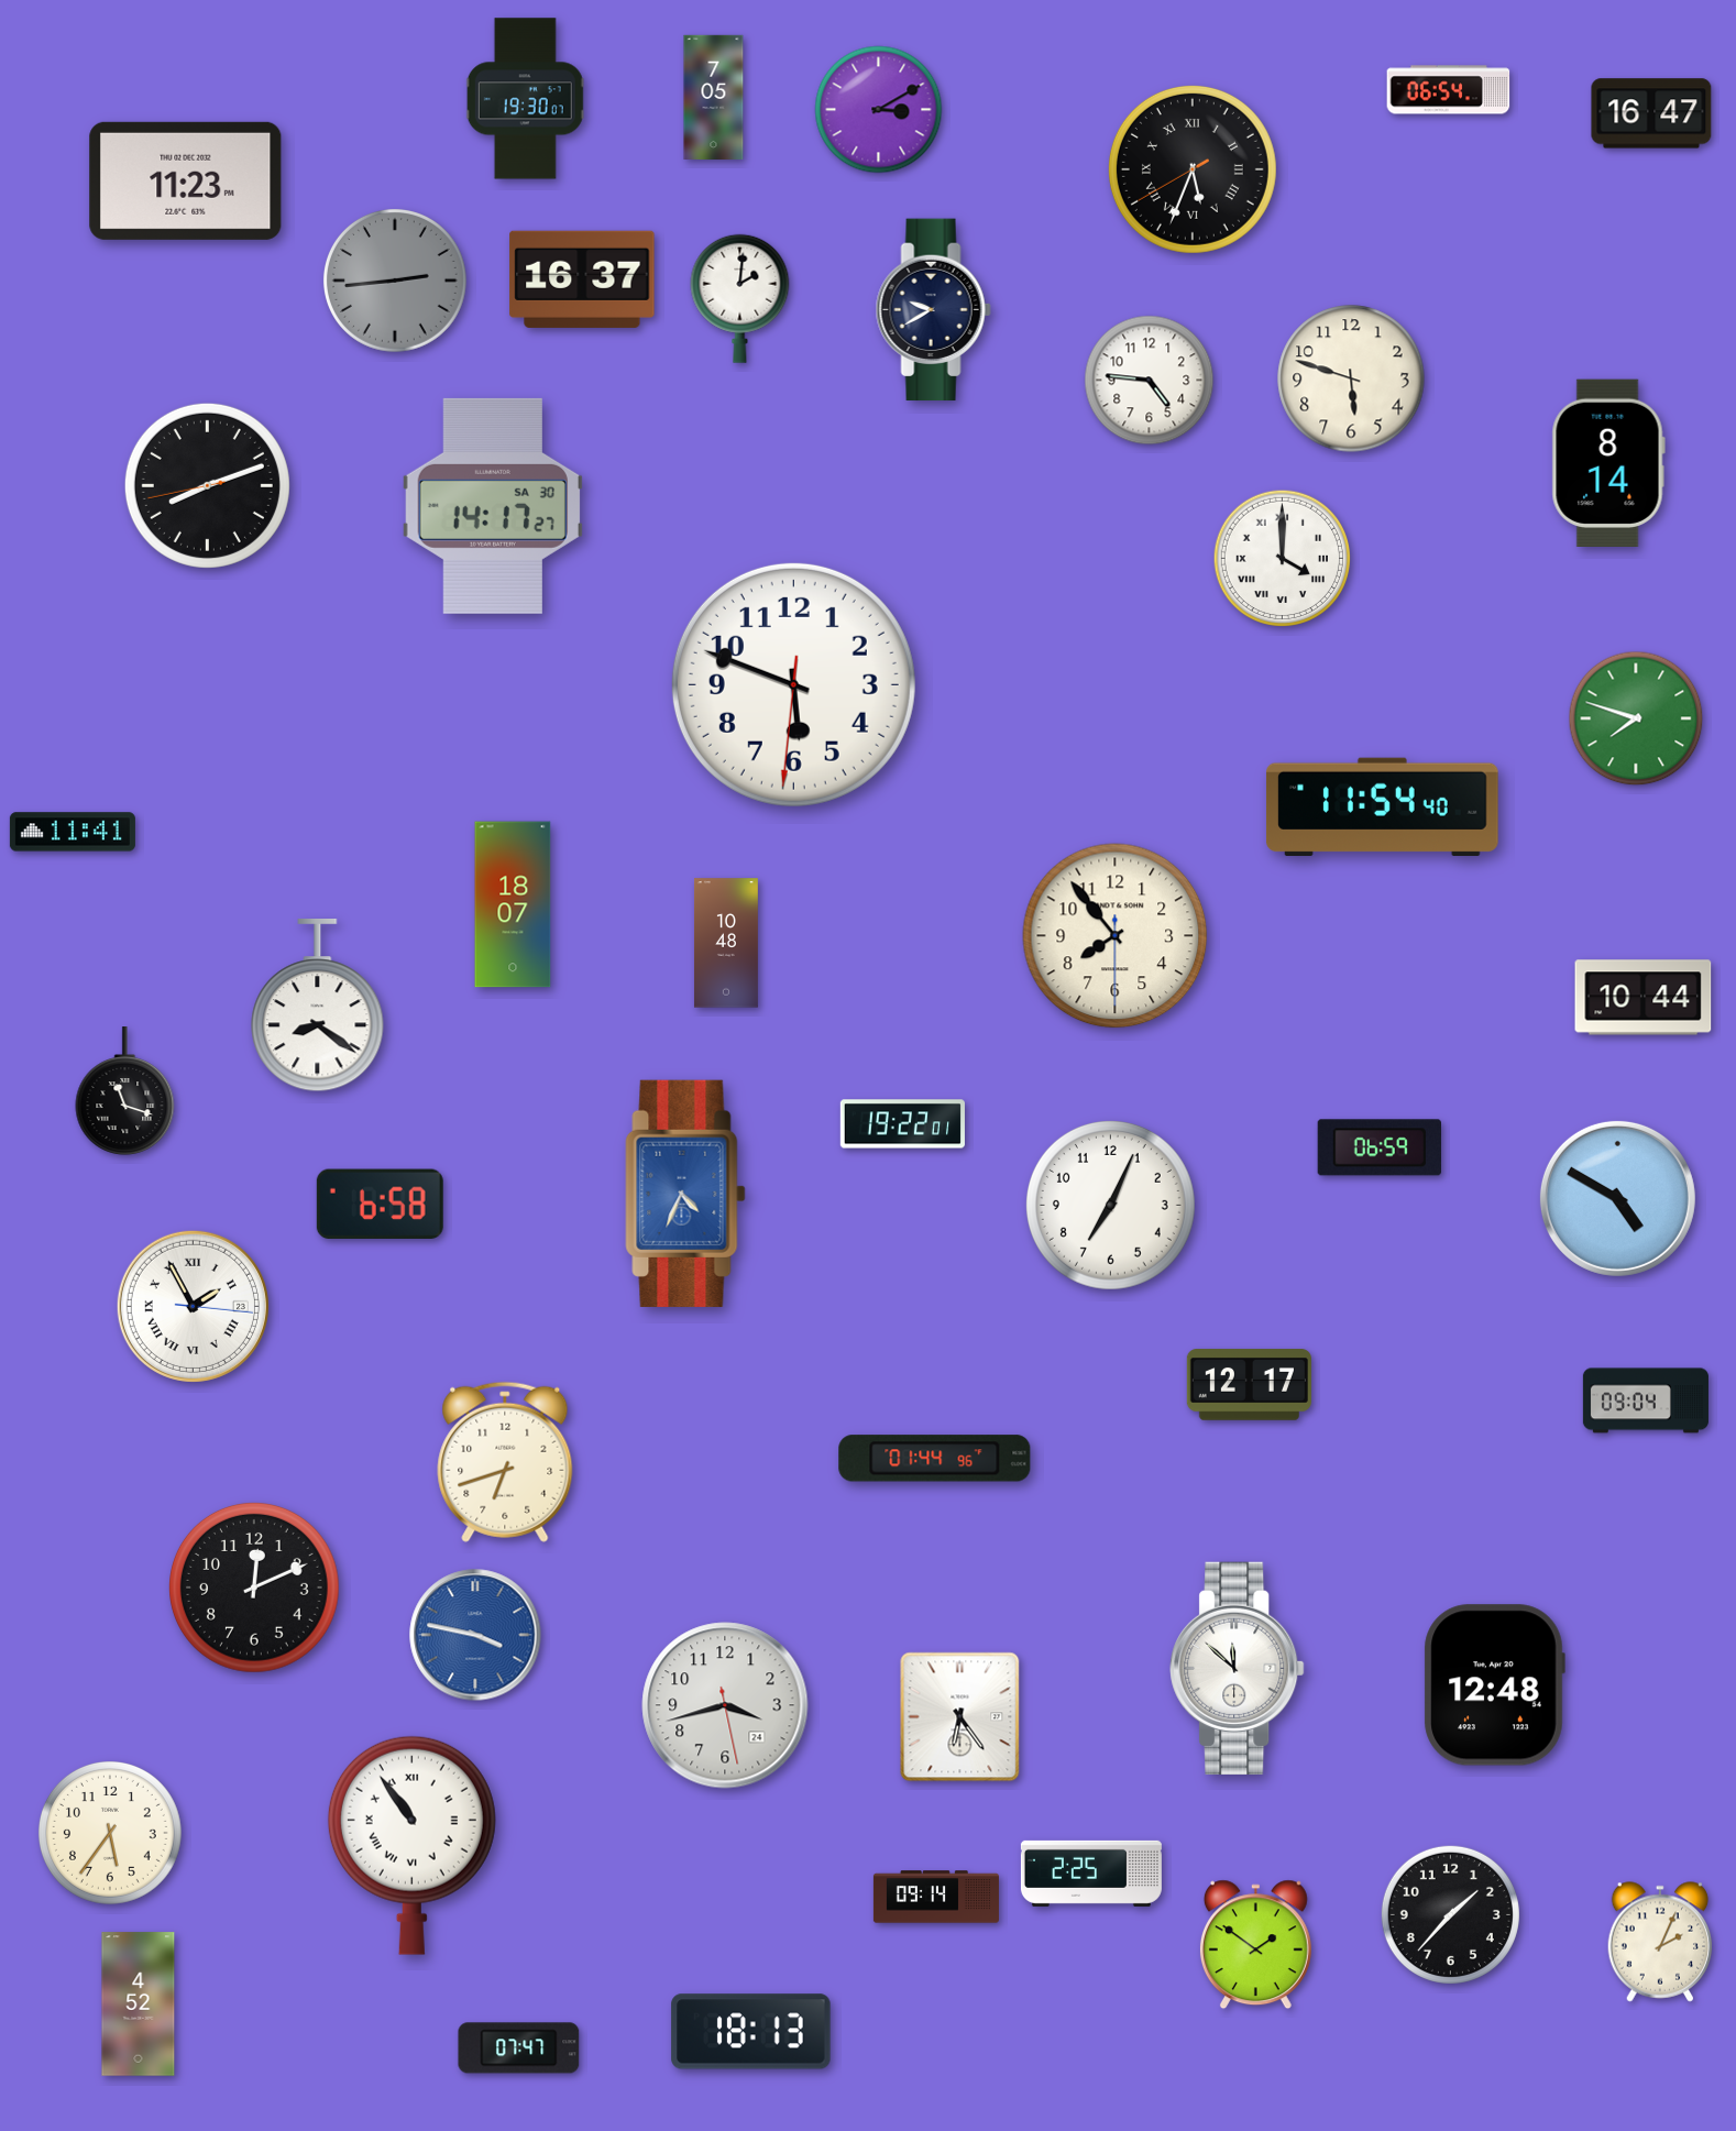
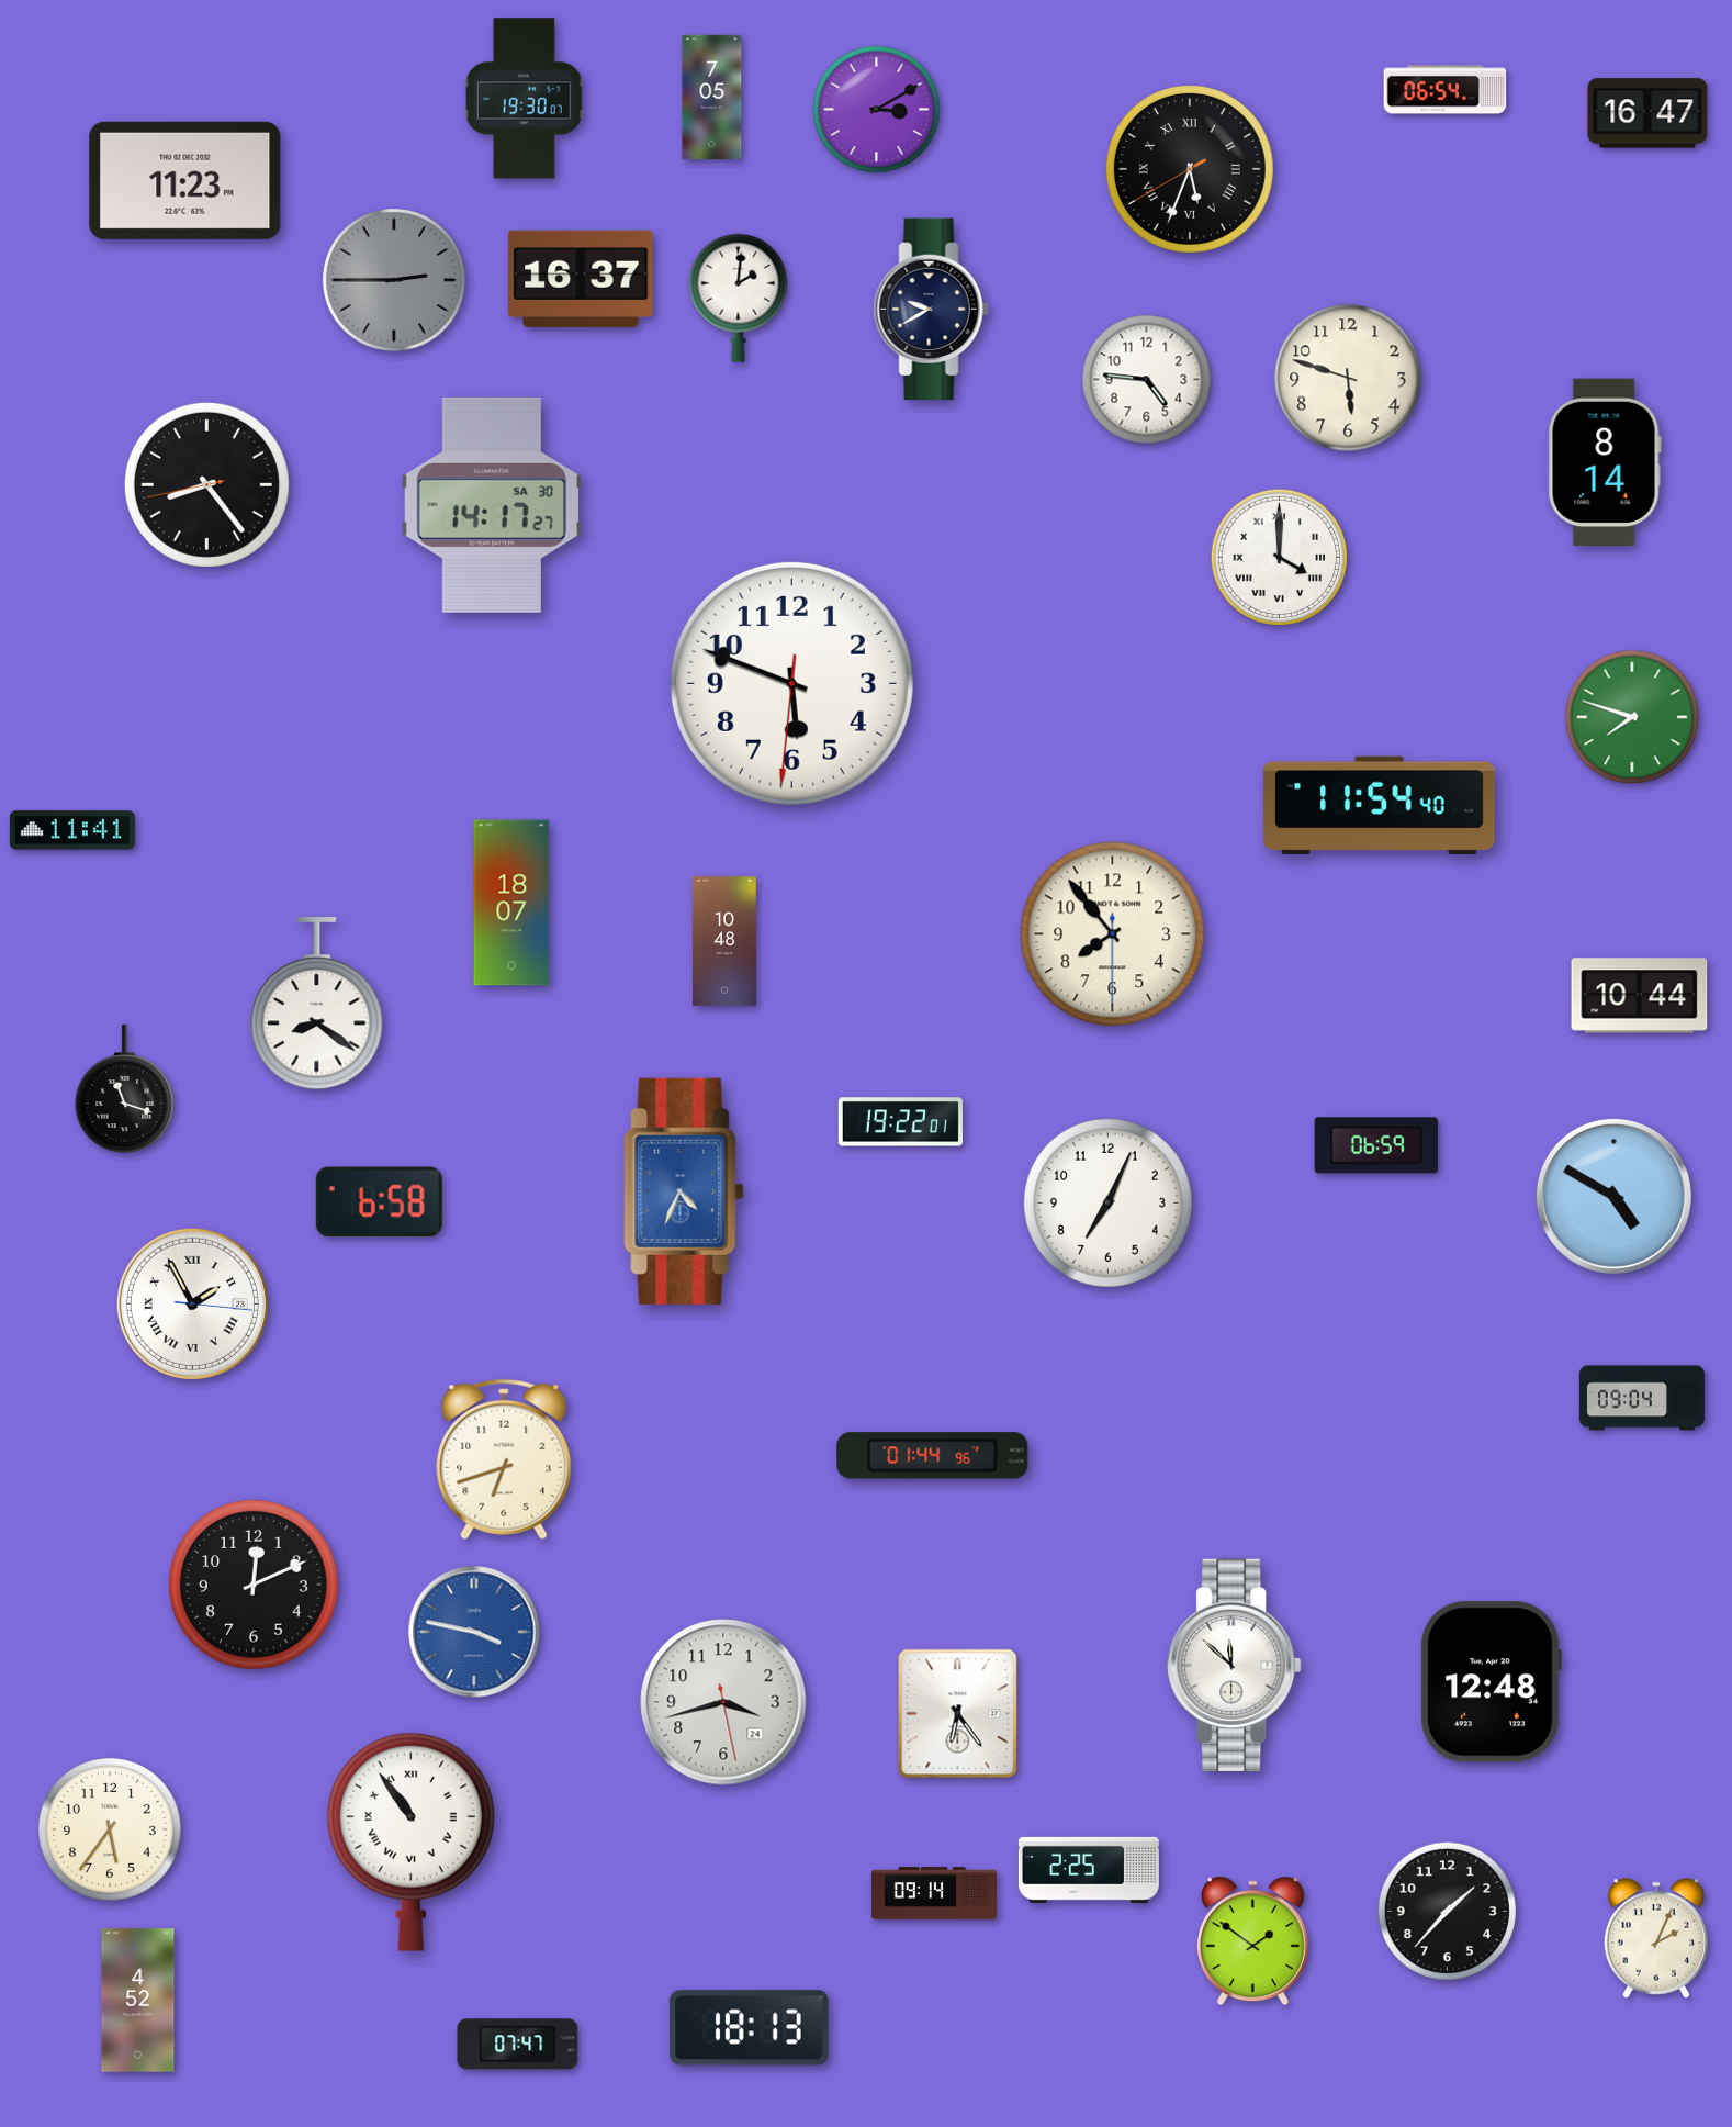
clock at (395, 281): 2:44 -> 2:45
clock at (207, 485): 8:11 -> 8:23
clock at (1249, 1385): 12:17 -> none
